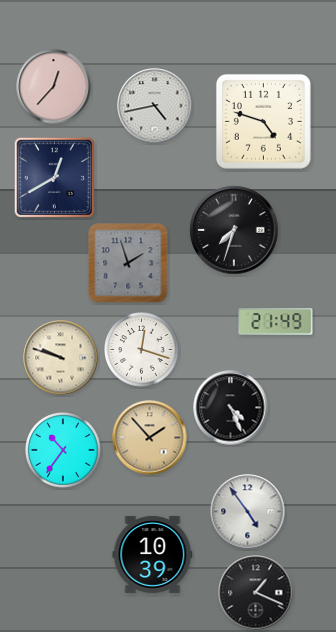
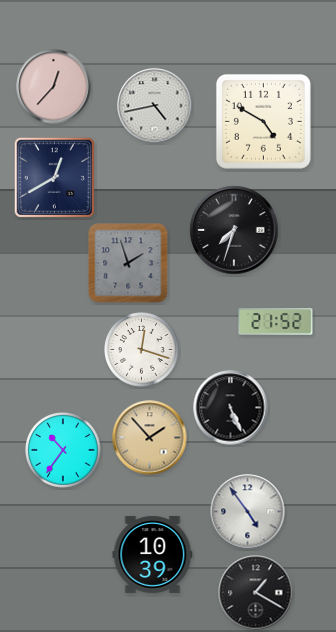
clock at (263, 121): 4:48 -> 4:50
clock at (276, 322): 21:49 -> 21:52
clock at (61, 358): 9:48 -> none
clock at (231, 408): 4:26 -> 5:26
clock at (256, 593): 1:19 -> 1:20
